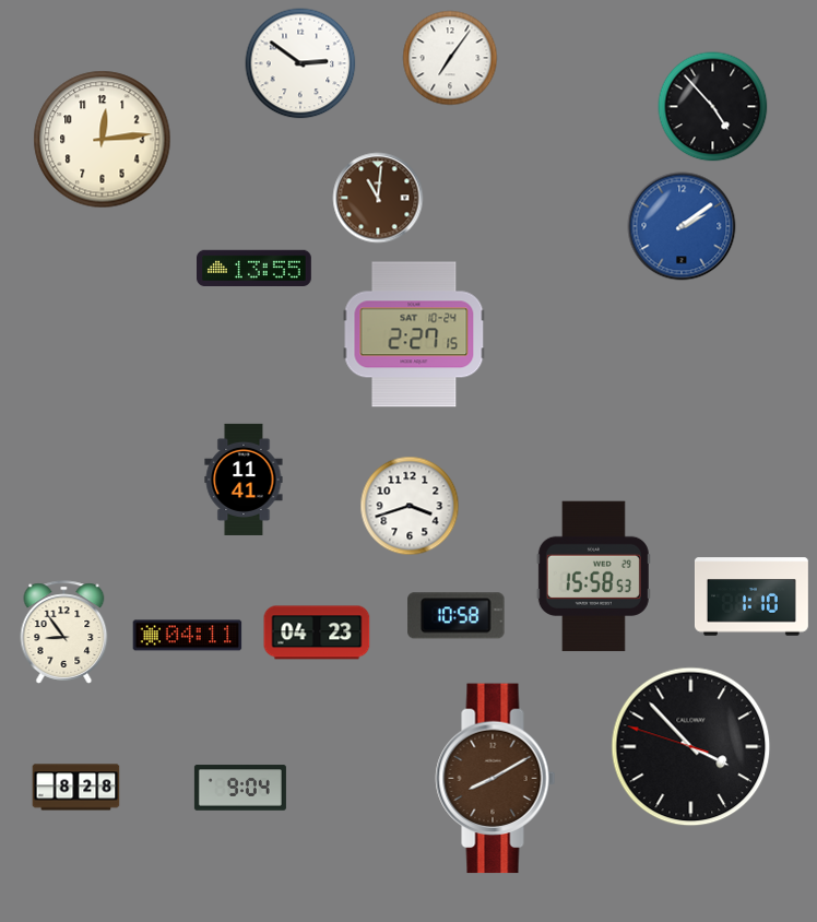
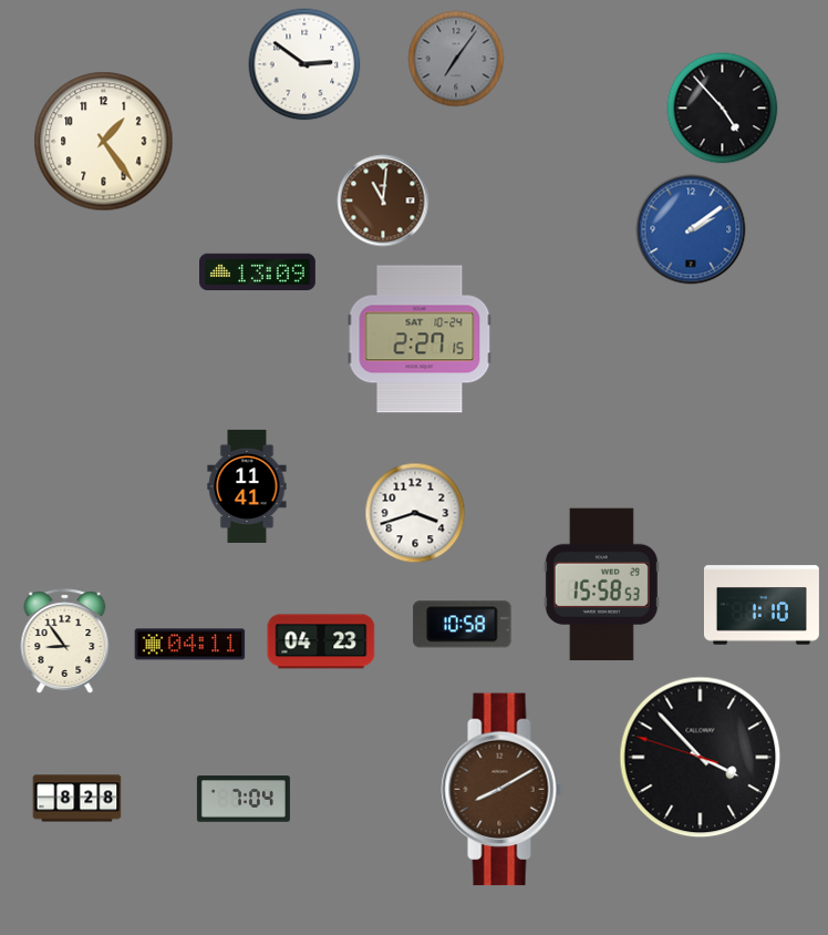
clock at (450, 58) dial: white -> grey
clock at (103, 140): 12:14 -> 1:24
clock at (254, 268): 13:55 -> 13:09
clock at (240, 788): 9:04 -> 7:04
